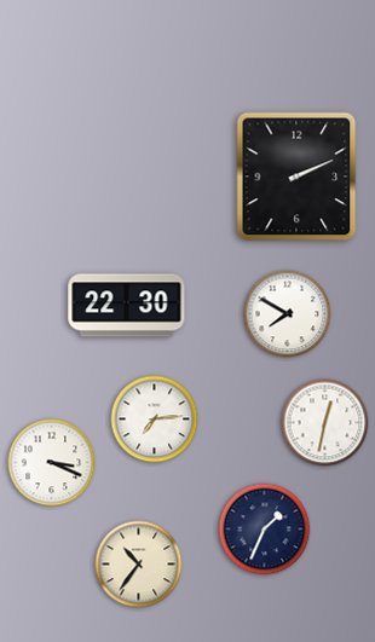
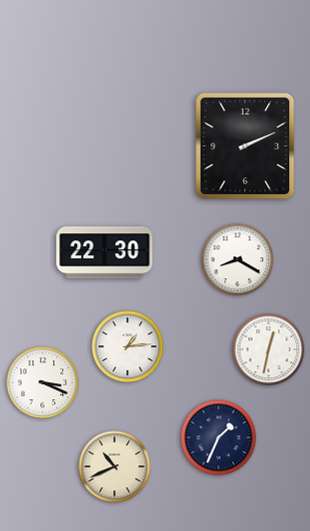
clock at (288, 314): 7:50 -> 8:20
clock at (155, 420): 7:14 -> 1:14
clock at (139, 565): 10:36 -> 10:41
